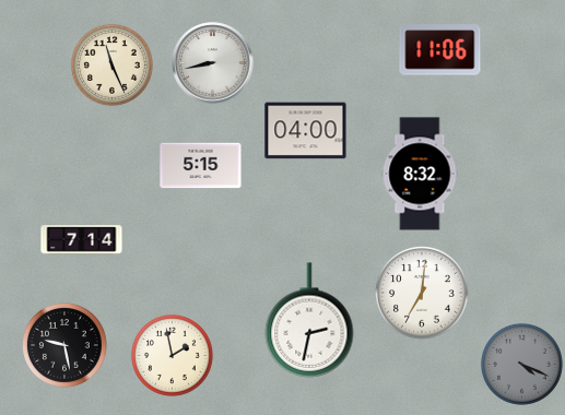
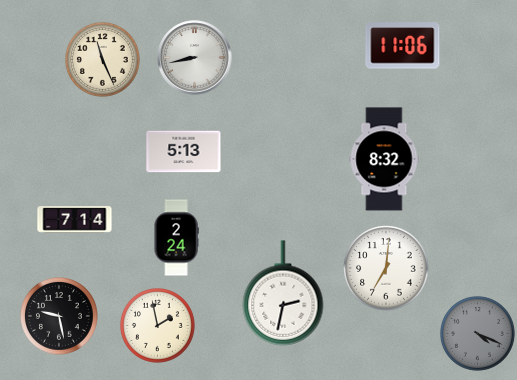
clock at (306, 131): 04:00 -> none
clock at (201, 166): 5:15 -> 5:13
clock at (176, 238): none -> 2:24
